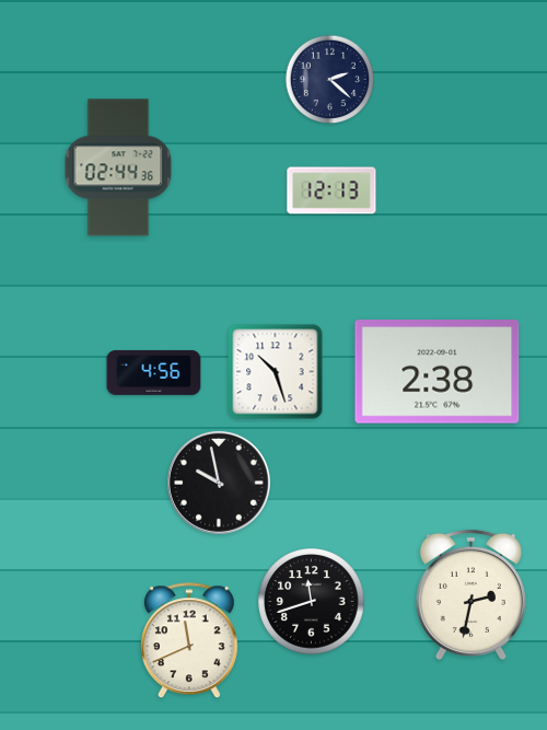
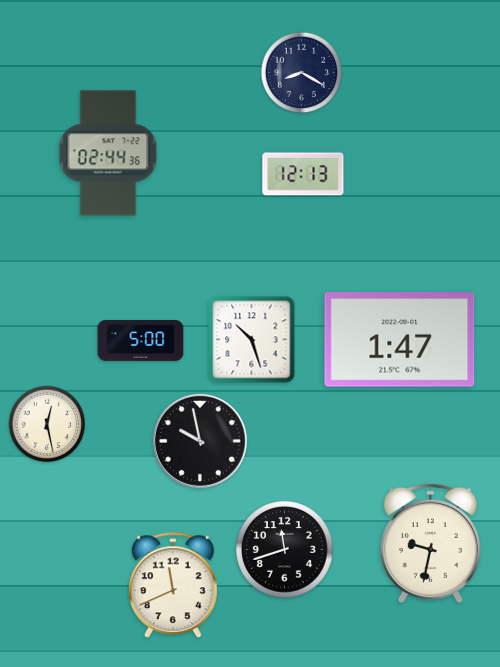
clock at (330, 80): 2:22 -> 8:20
clock at (154, 372): 4:56 -> 5:00
clock at (438, 372): 2:38 -> 1:47
clock at (47, 424): none -> 12:28
clock at (470, 594): 2:32 -> 9:32
